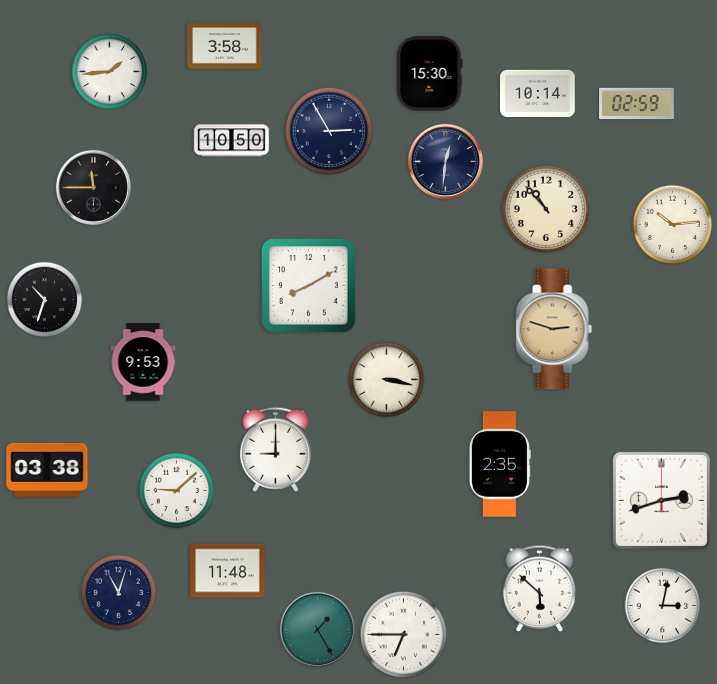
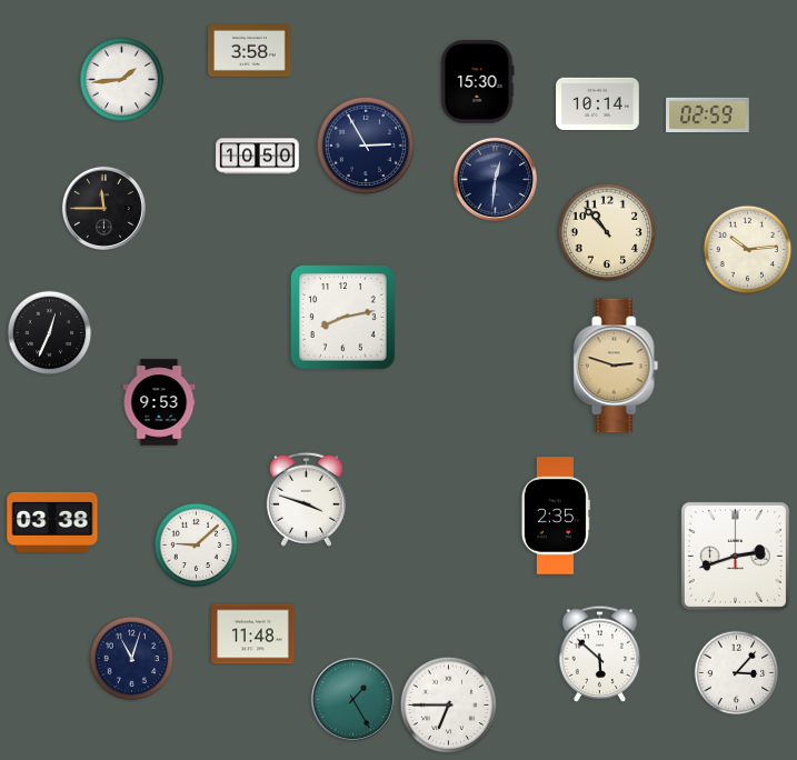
clock at (309, 286): 8:10 -> 8:13
clock at (45, 300): 10:33 -> 12:34
clock at (387, 380): 3:17 -> none
clock at (275, 449): 9:00 -> 3:48
clock at (663, 606): 3:02 -> 3:07
